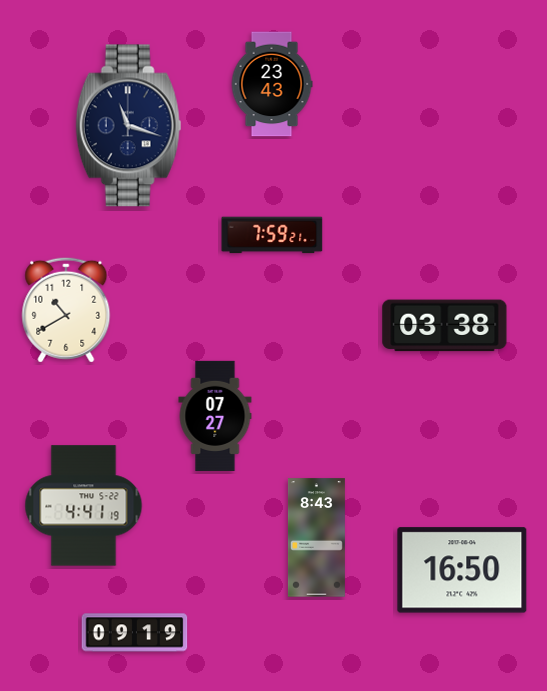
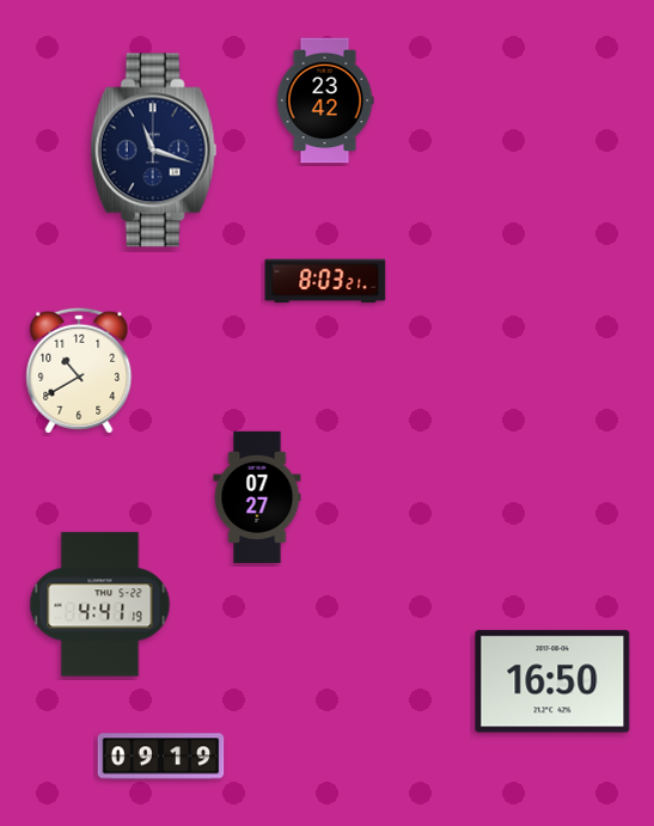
clock at (272, 84): 23:43 -> 23:42
clock at (272, 235): 7:59 -> 8:03
clock at (445, 326): 03:38 -> none
clock at (316, 538): 8:43 -> none
